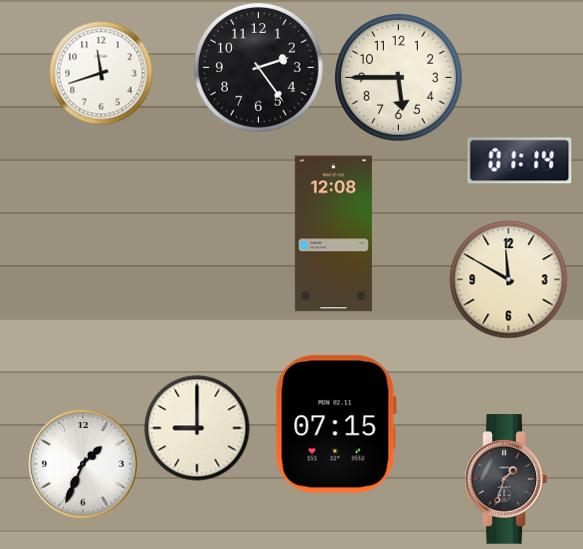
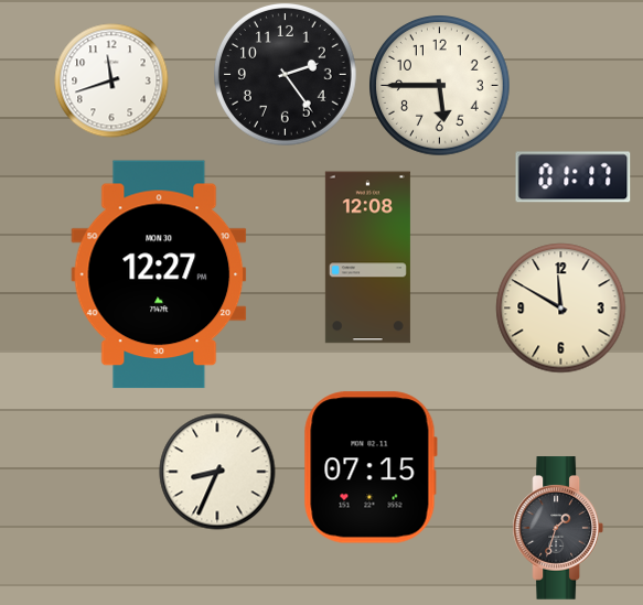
clock at (520, 161): 01:14 -> 01:17
clock at (159, 274): none -> 12:27
clock at (197, 428): 9:00 -> 8:34
clock at (84, 465): 1:34 -> none
